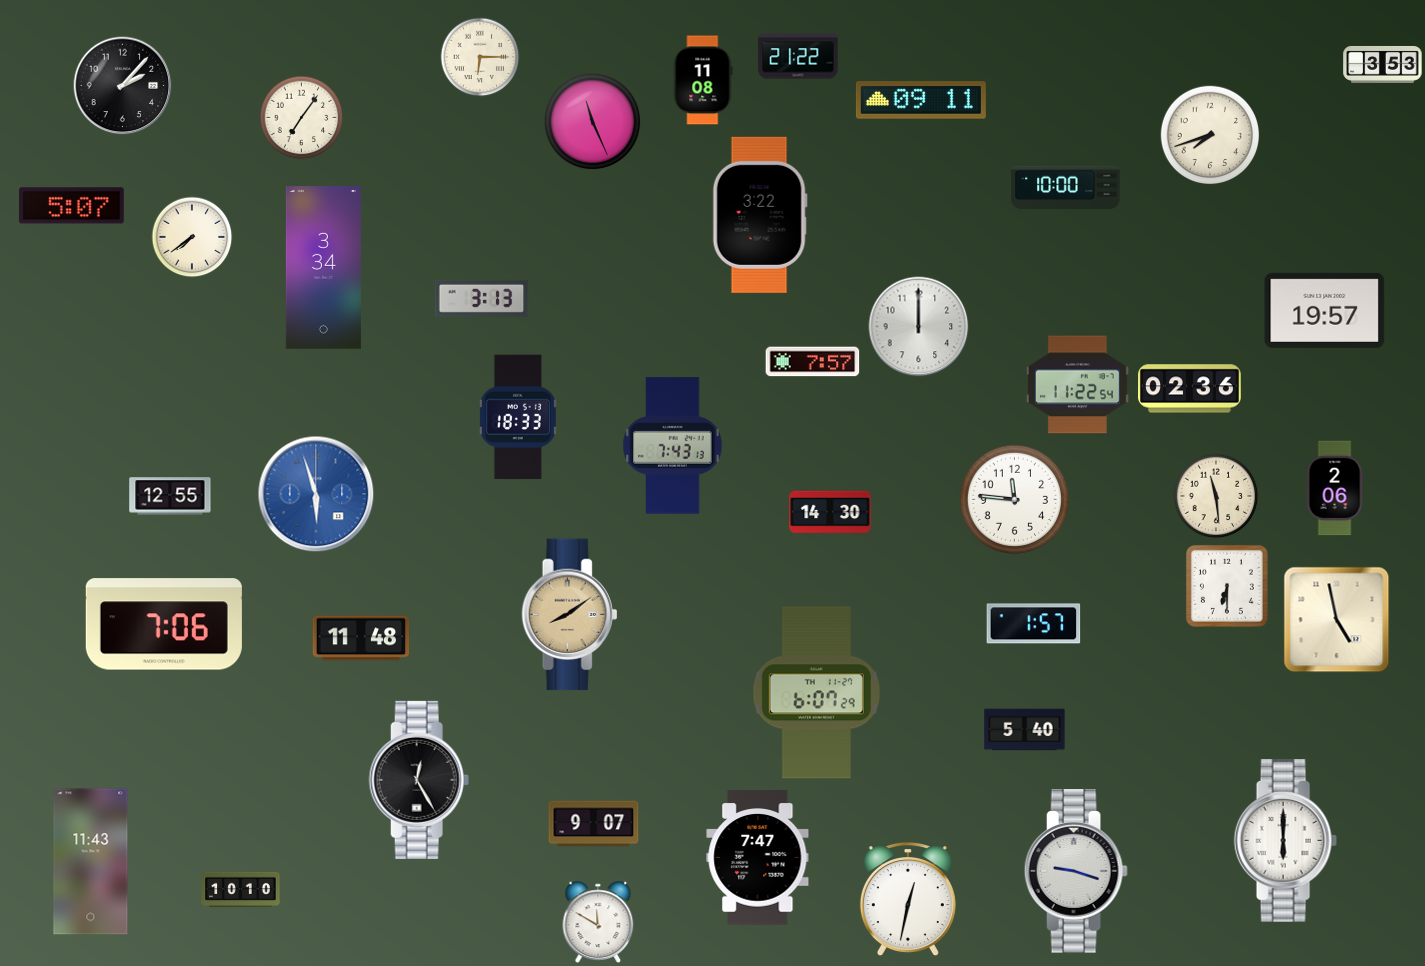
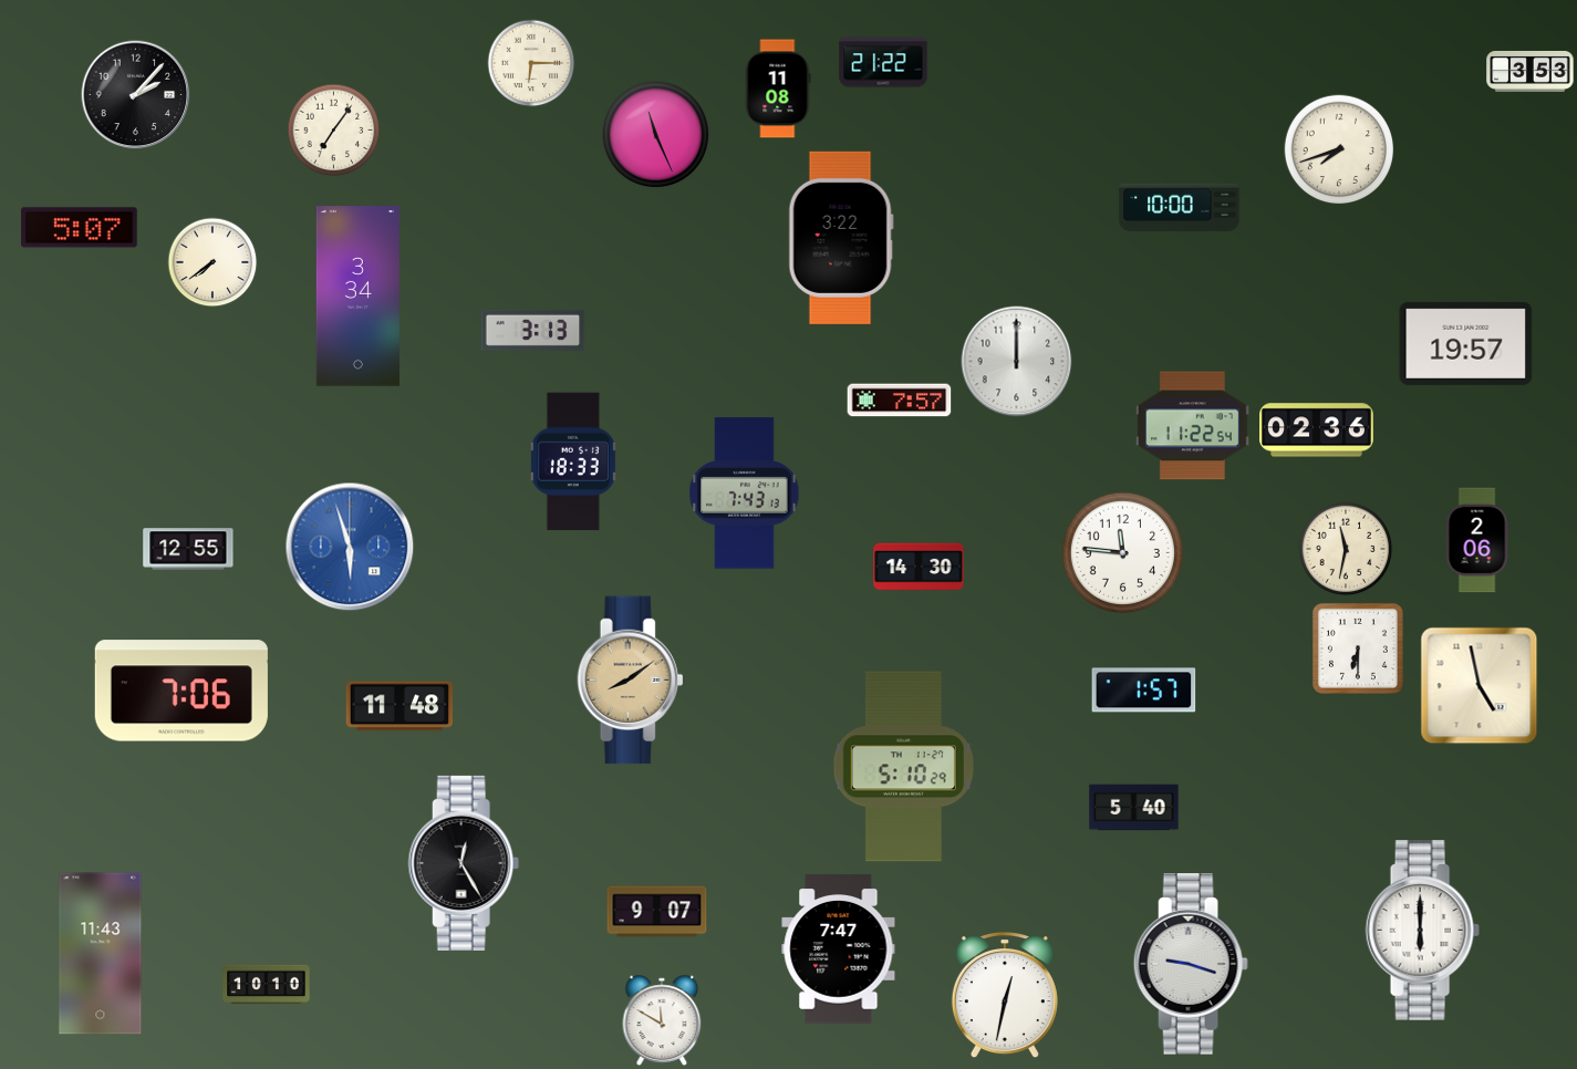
clock at (921, 100): 09:11 -> none
clock at (1216, 496): 11:29 -> 11:32
clock at (816, 693): 6:07 -> 5:10
